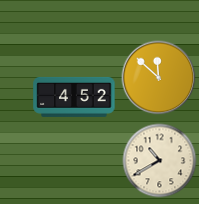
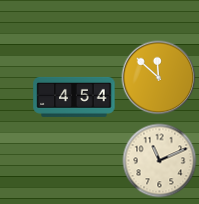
clock at (74, 97): 4:52 -> 4:54
clock at (160, 161): 10:40 -> 11:11
